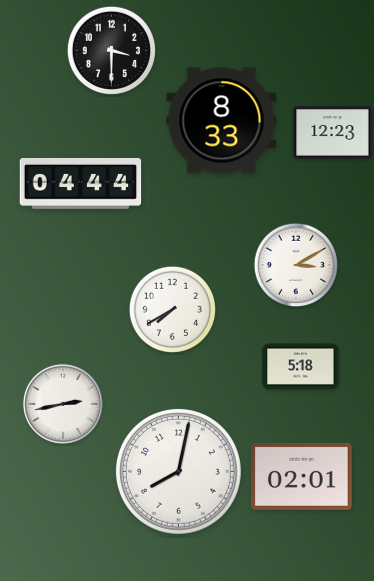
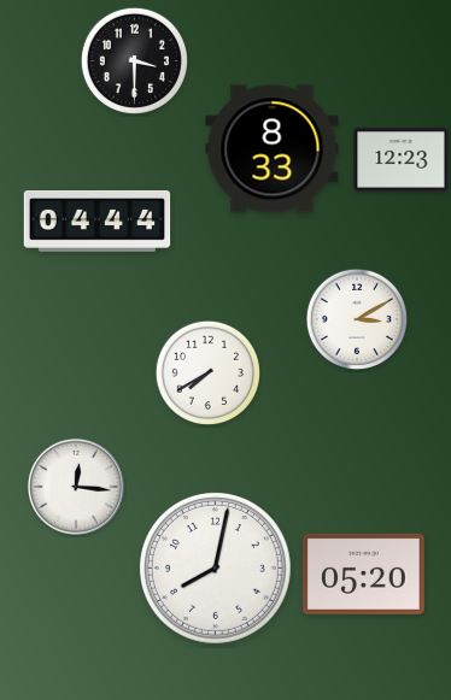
clock at (222, 121) position: (222, 121) -> (273, 149)
clock at (301, 367): 5:18 -> none
clock at (63, 404): 2:43 -> 12:16
clock at (302, 476): 02:01 -> 05:20
